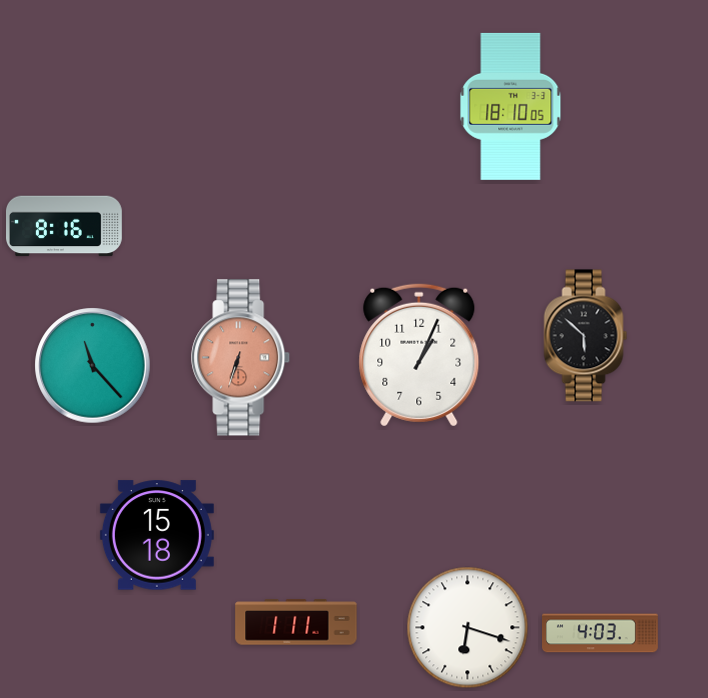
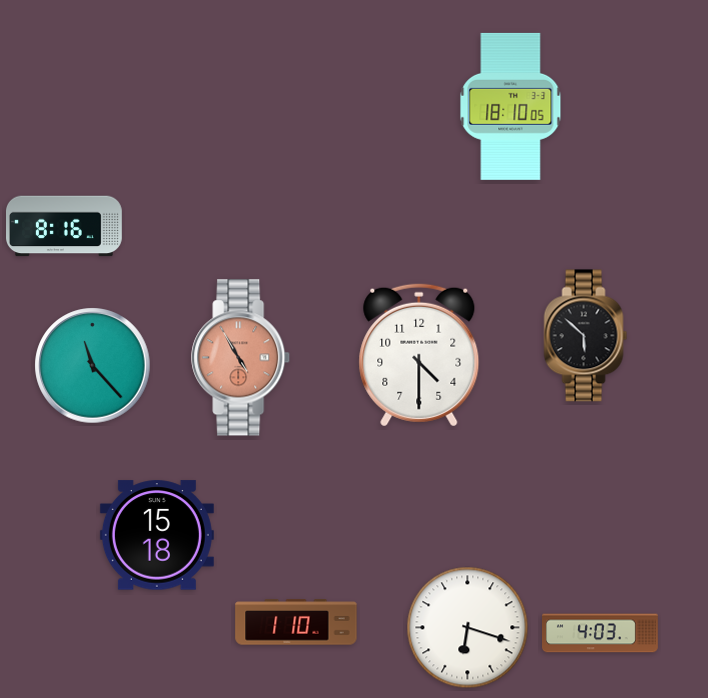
clock at (419, 355): 1:04 -> 4:30
clock at (241, 358): 6:33 -> 4:55
clock at (296, 622): 1:11 -> 1:10
